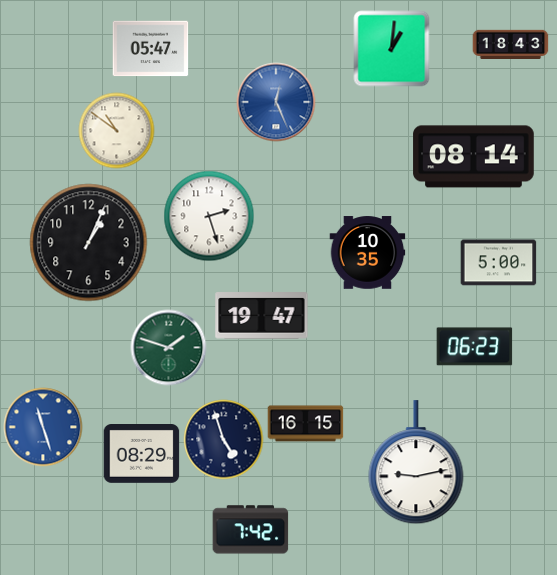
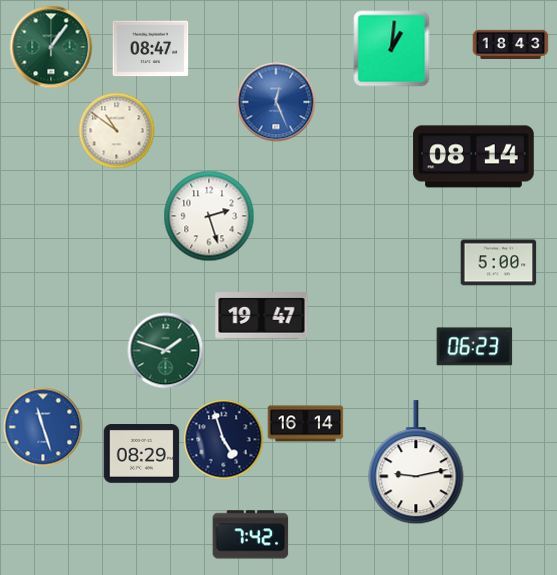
clock at (51, 47): none -> 1:06
clock at (151, 49): 05:47 -> 08:47
clock at (89, 243): 1:04 -> none
clock at (368, 253): 10:35 -> none
clock at (169, 348) position: (169, 348) -> (166, 351)
clock at (306, 424): 16:15 -> 16:14
clock at (251, 530) position: (251, 530) -> (251, 535)
